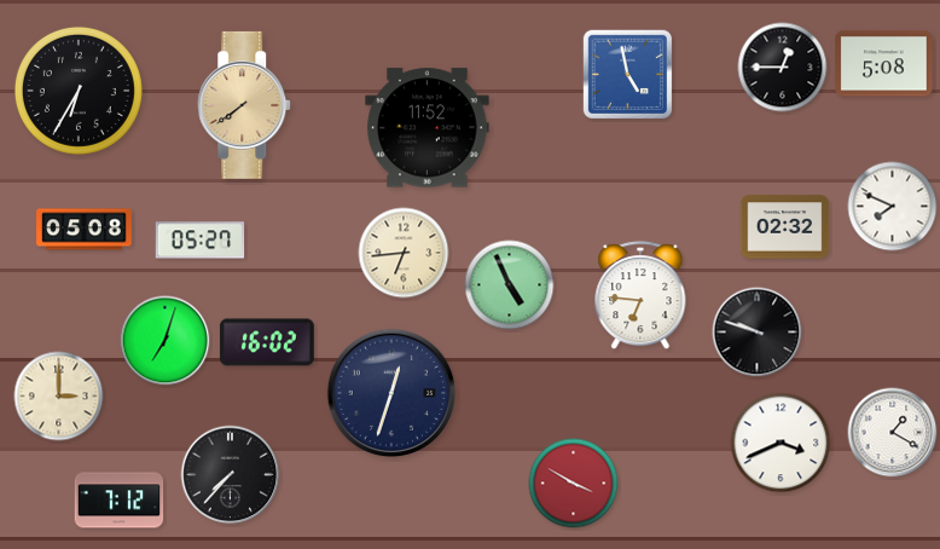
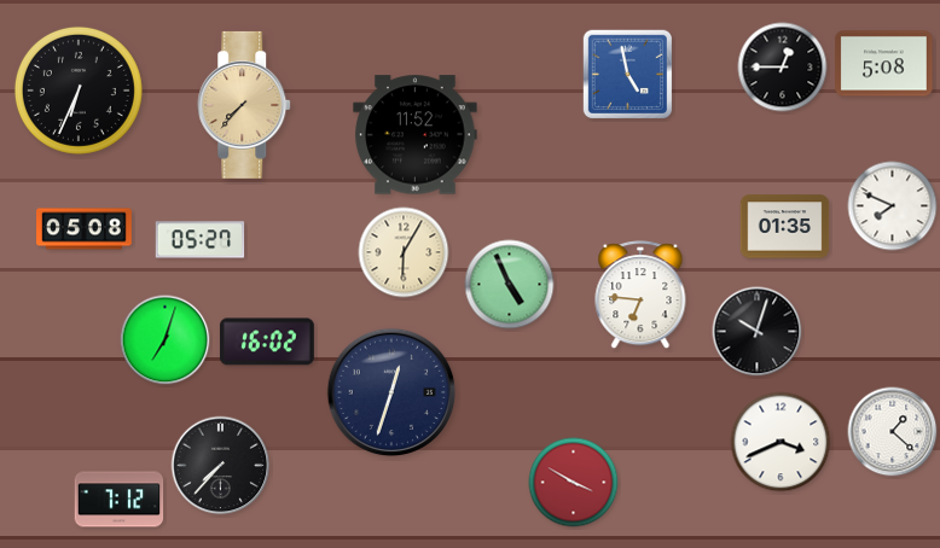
clock at (79, 91): 6:35 -> 6:34
clock at (245, 105): 7:39 -> 7:37
clock at (428, 128) position: (428, 128) -> (416, 135)
clock at (785, 227): 02:32 -> 01:35
clock at (404, 253): 6:44 -> 6:05
clock at (758, 333): 9:48 -> 10:03
clock at (59, 397): 3:00 -> none
clock at (893, 433): 1:20 -> 1:22
clock at (231, 475) position: (231, 475) -> (221, 466)
